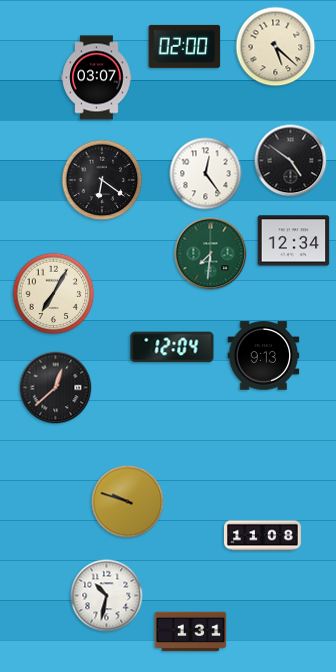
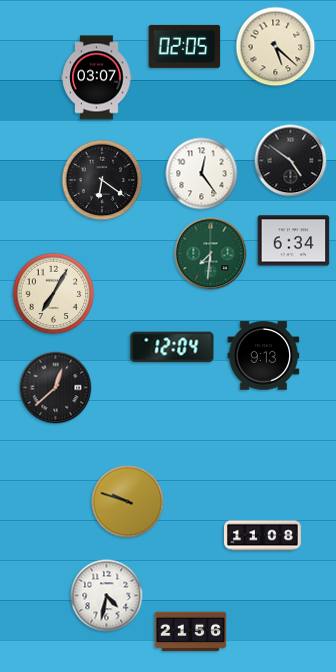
clock at (185, 46): 02:00 -> 02:05
clock at (206, 174) position: (206, 174) -> (202, 174)
clock at (294, 241): 12:34 -> 6:34
clock at (107, 596): 10:32 -> 4:32
clock at (191, 632): 1:31 -> 21:56
